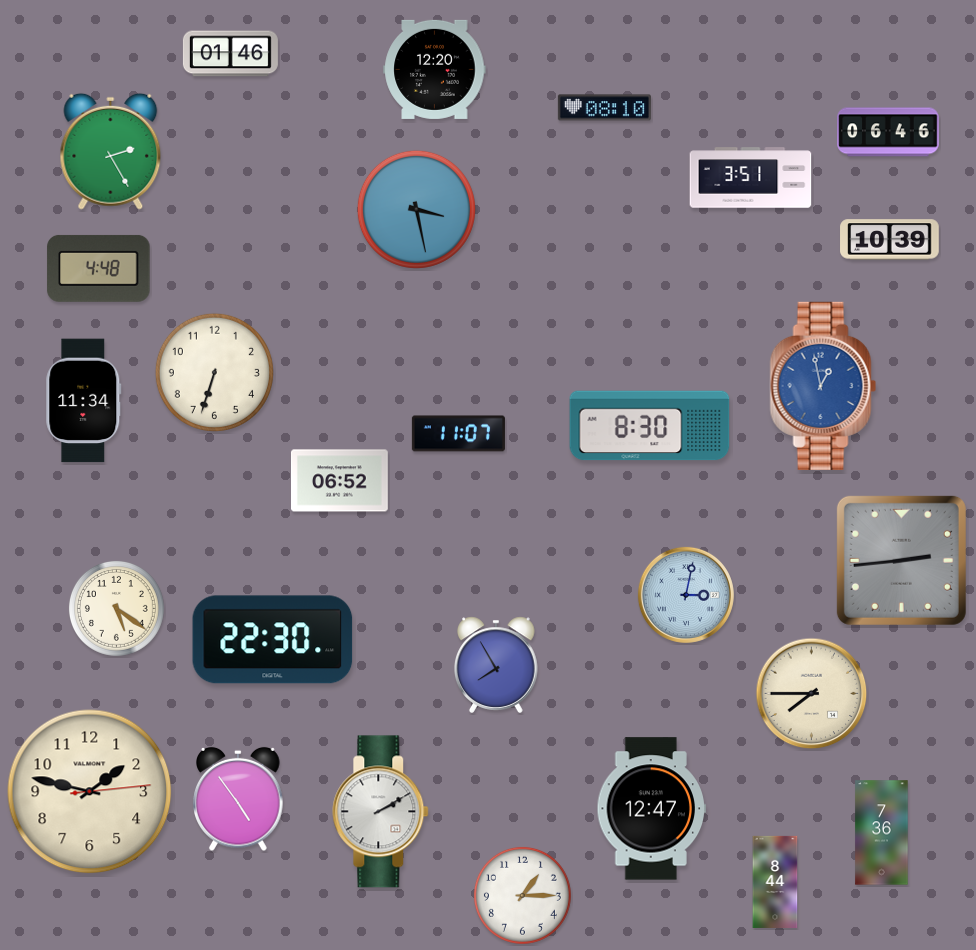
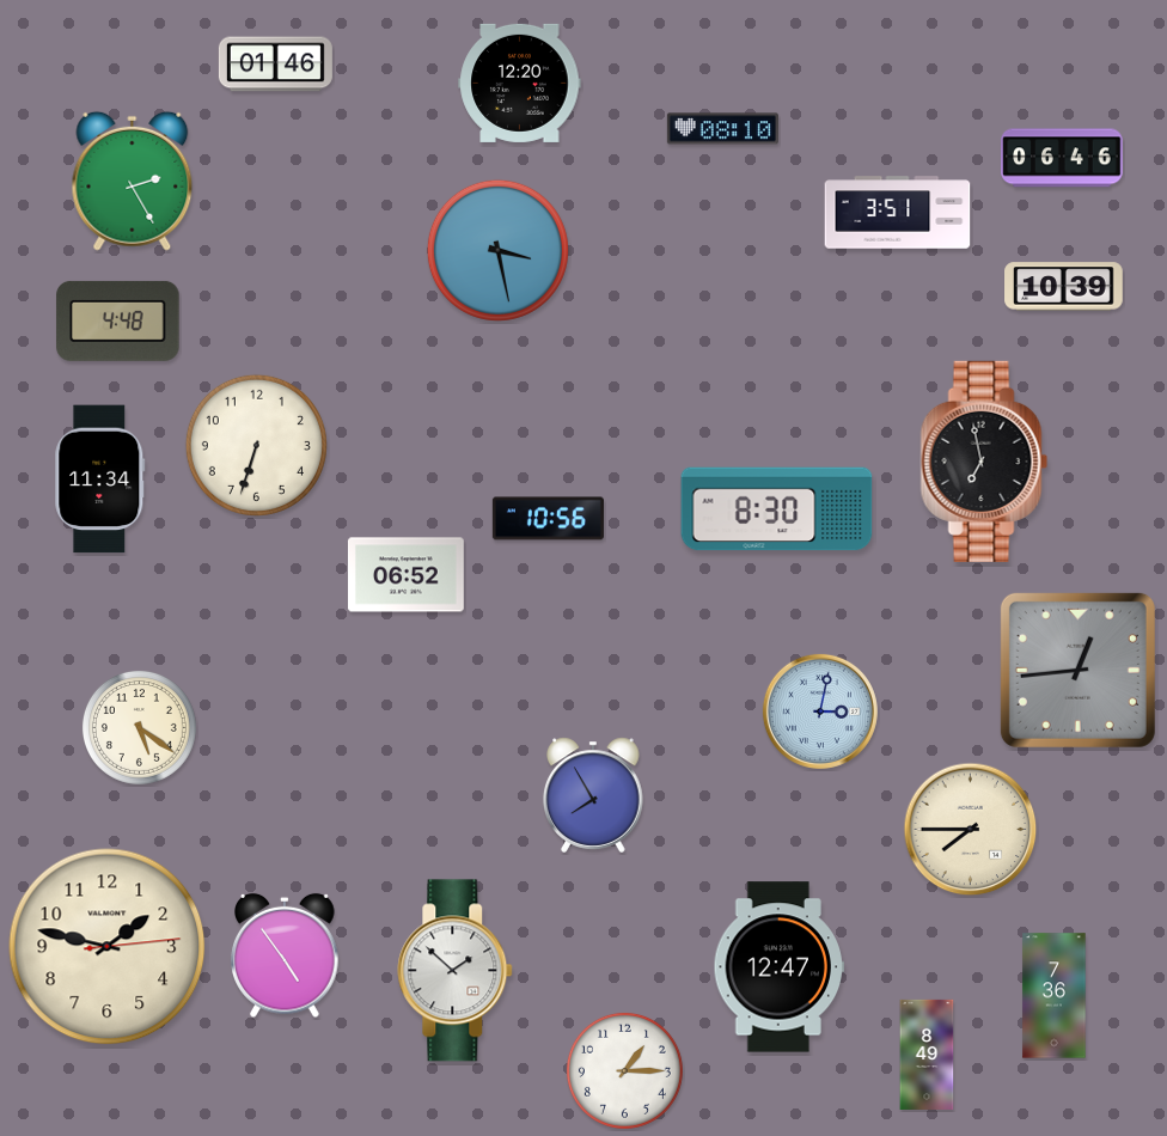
clock at (823, 386): 12:58 -> 6:58
clock at (823, 386) dial: blue -> black
clock at (458, 434): 11:07 -> 10:56
clock at (901, 560): 2:44 -> 12:44
clock at (273, 640): 22:30 -> none
clock at (381, 812): 2:10 -> 1:52
clock at (775, 882): 8:44 -> 8:49
